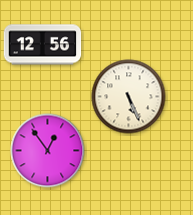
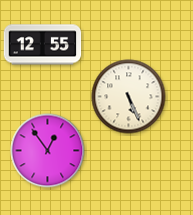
clock at (43, 45): 12:56 -> 12:55
